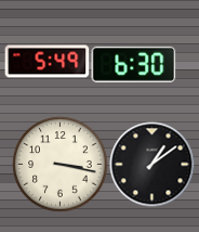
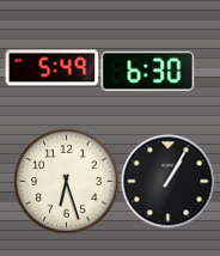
clock at (59, 164): 3:17 -> 6:27
clock at (151, 164): 1:09 -> 1:05
